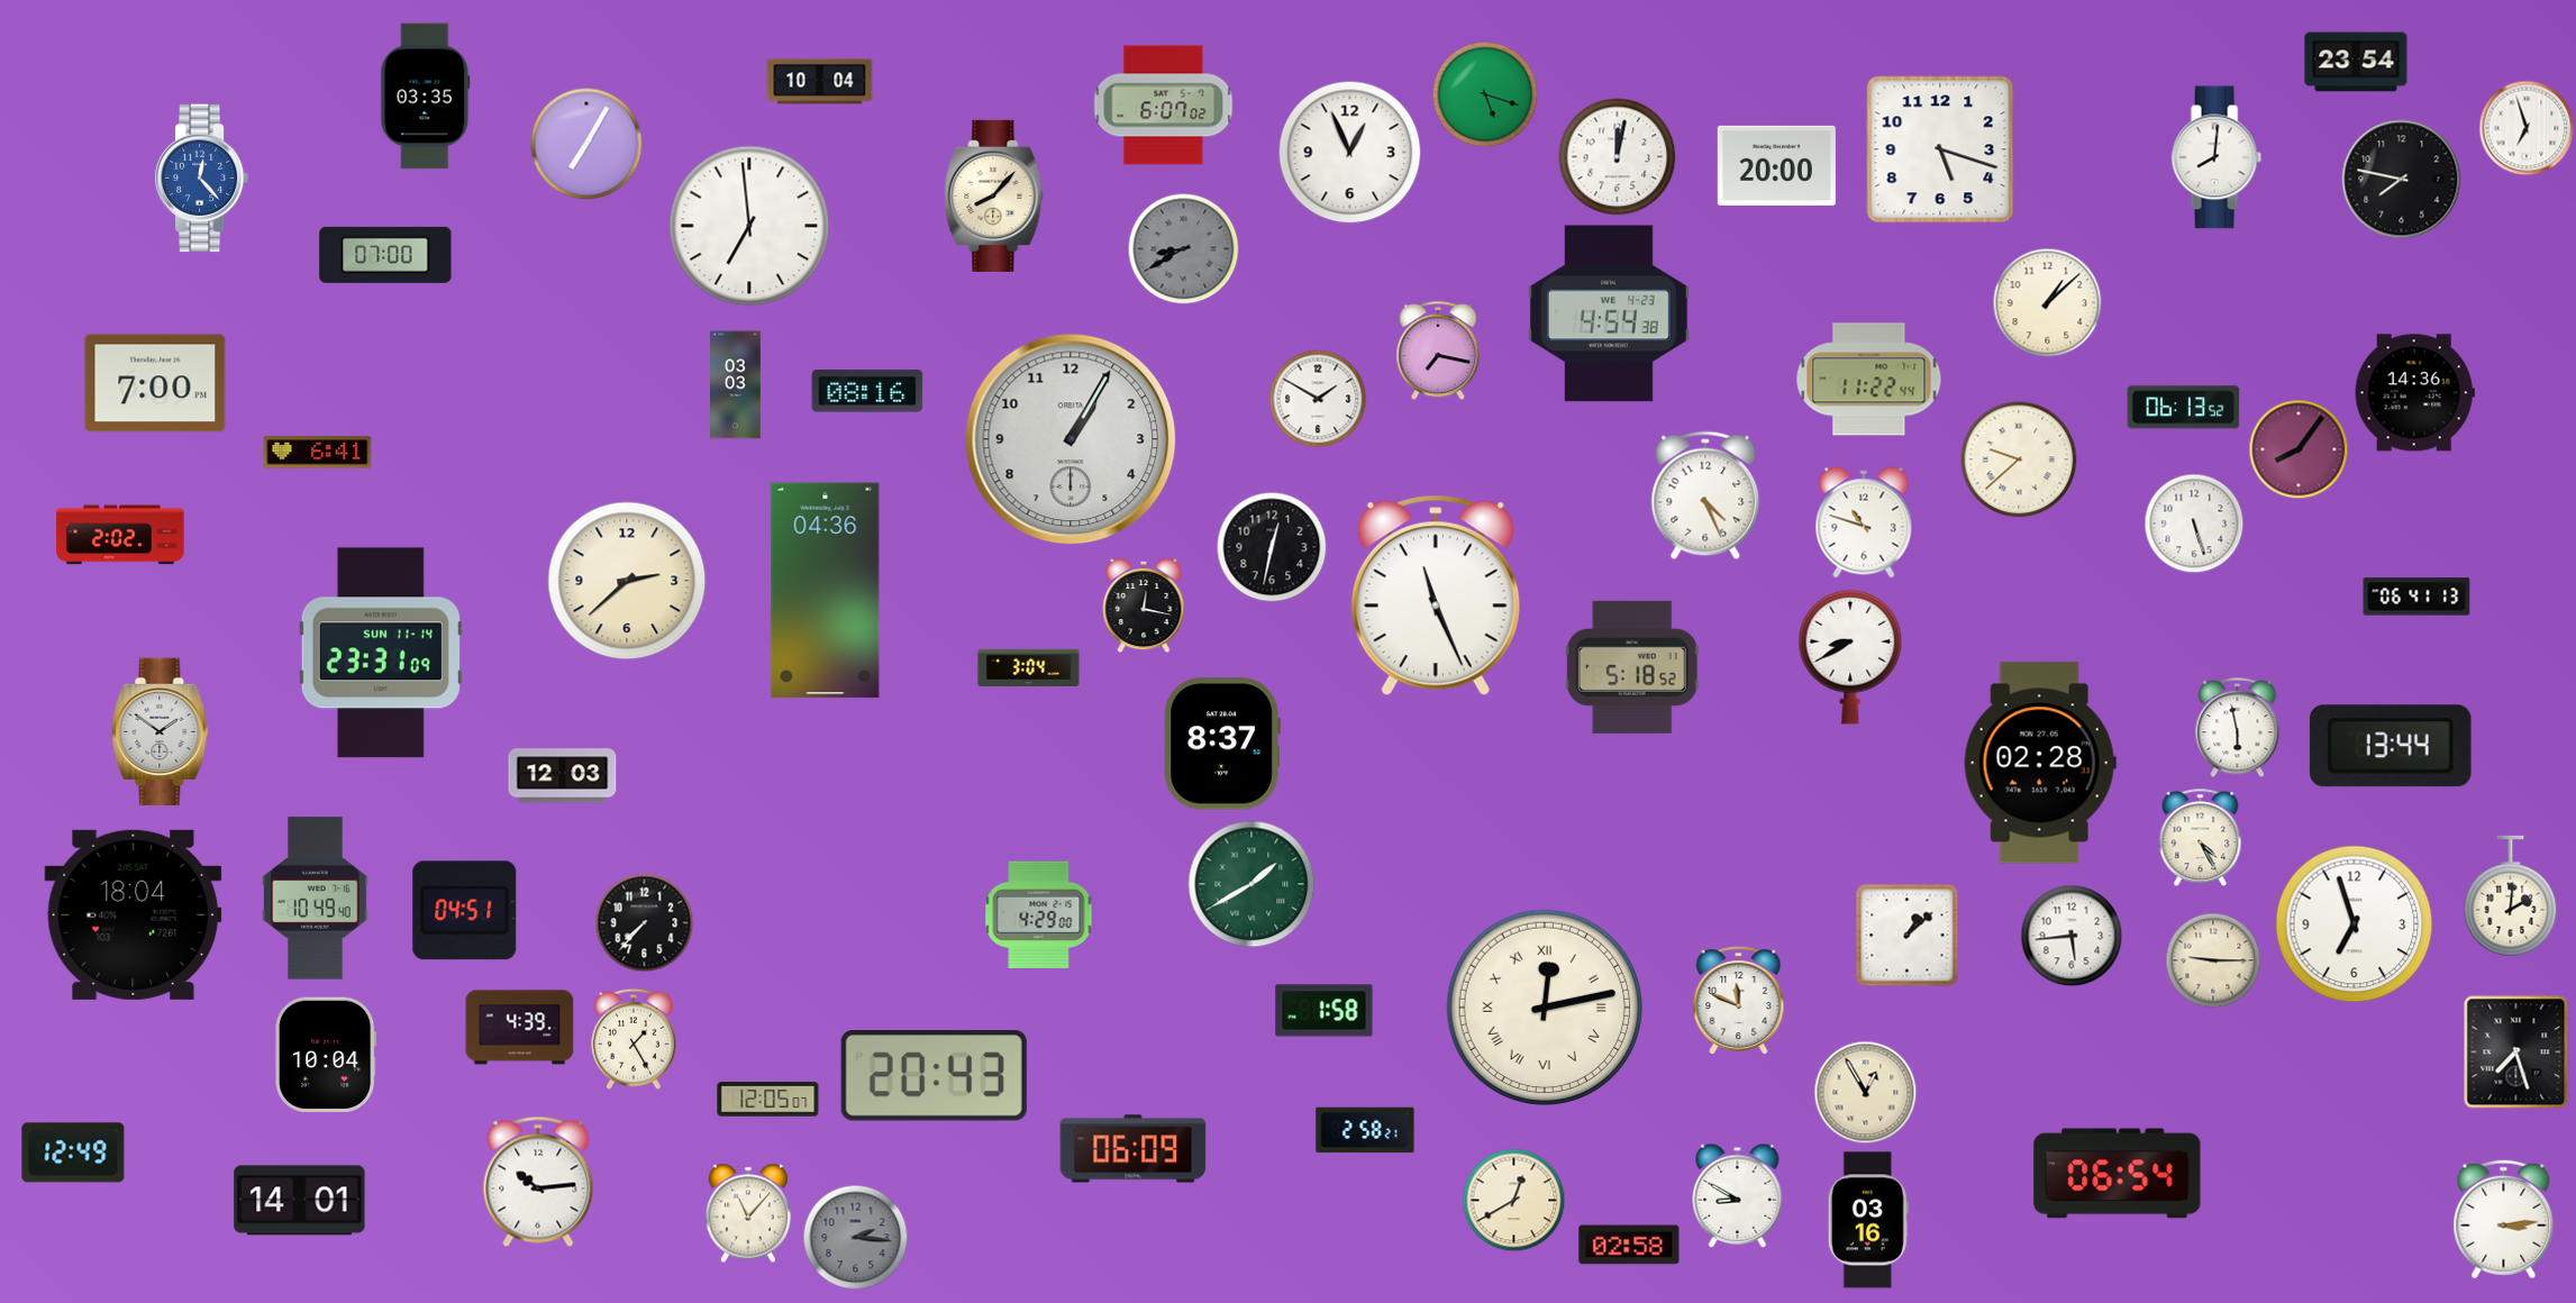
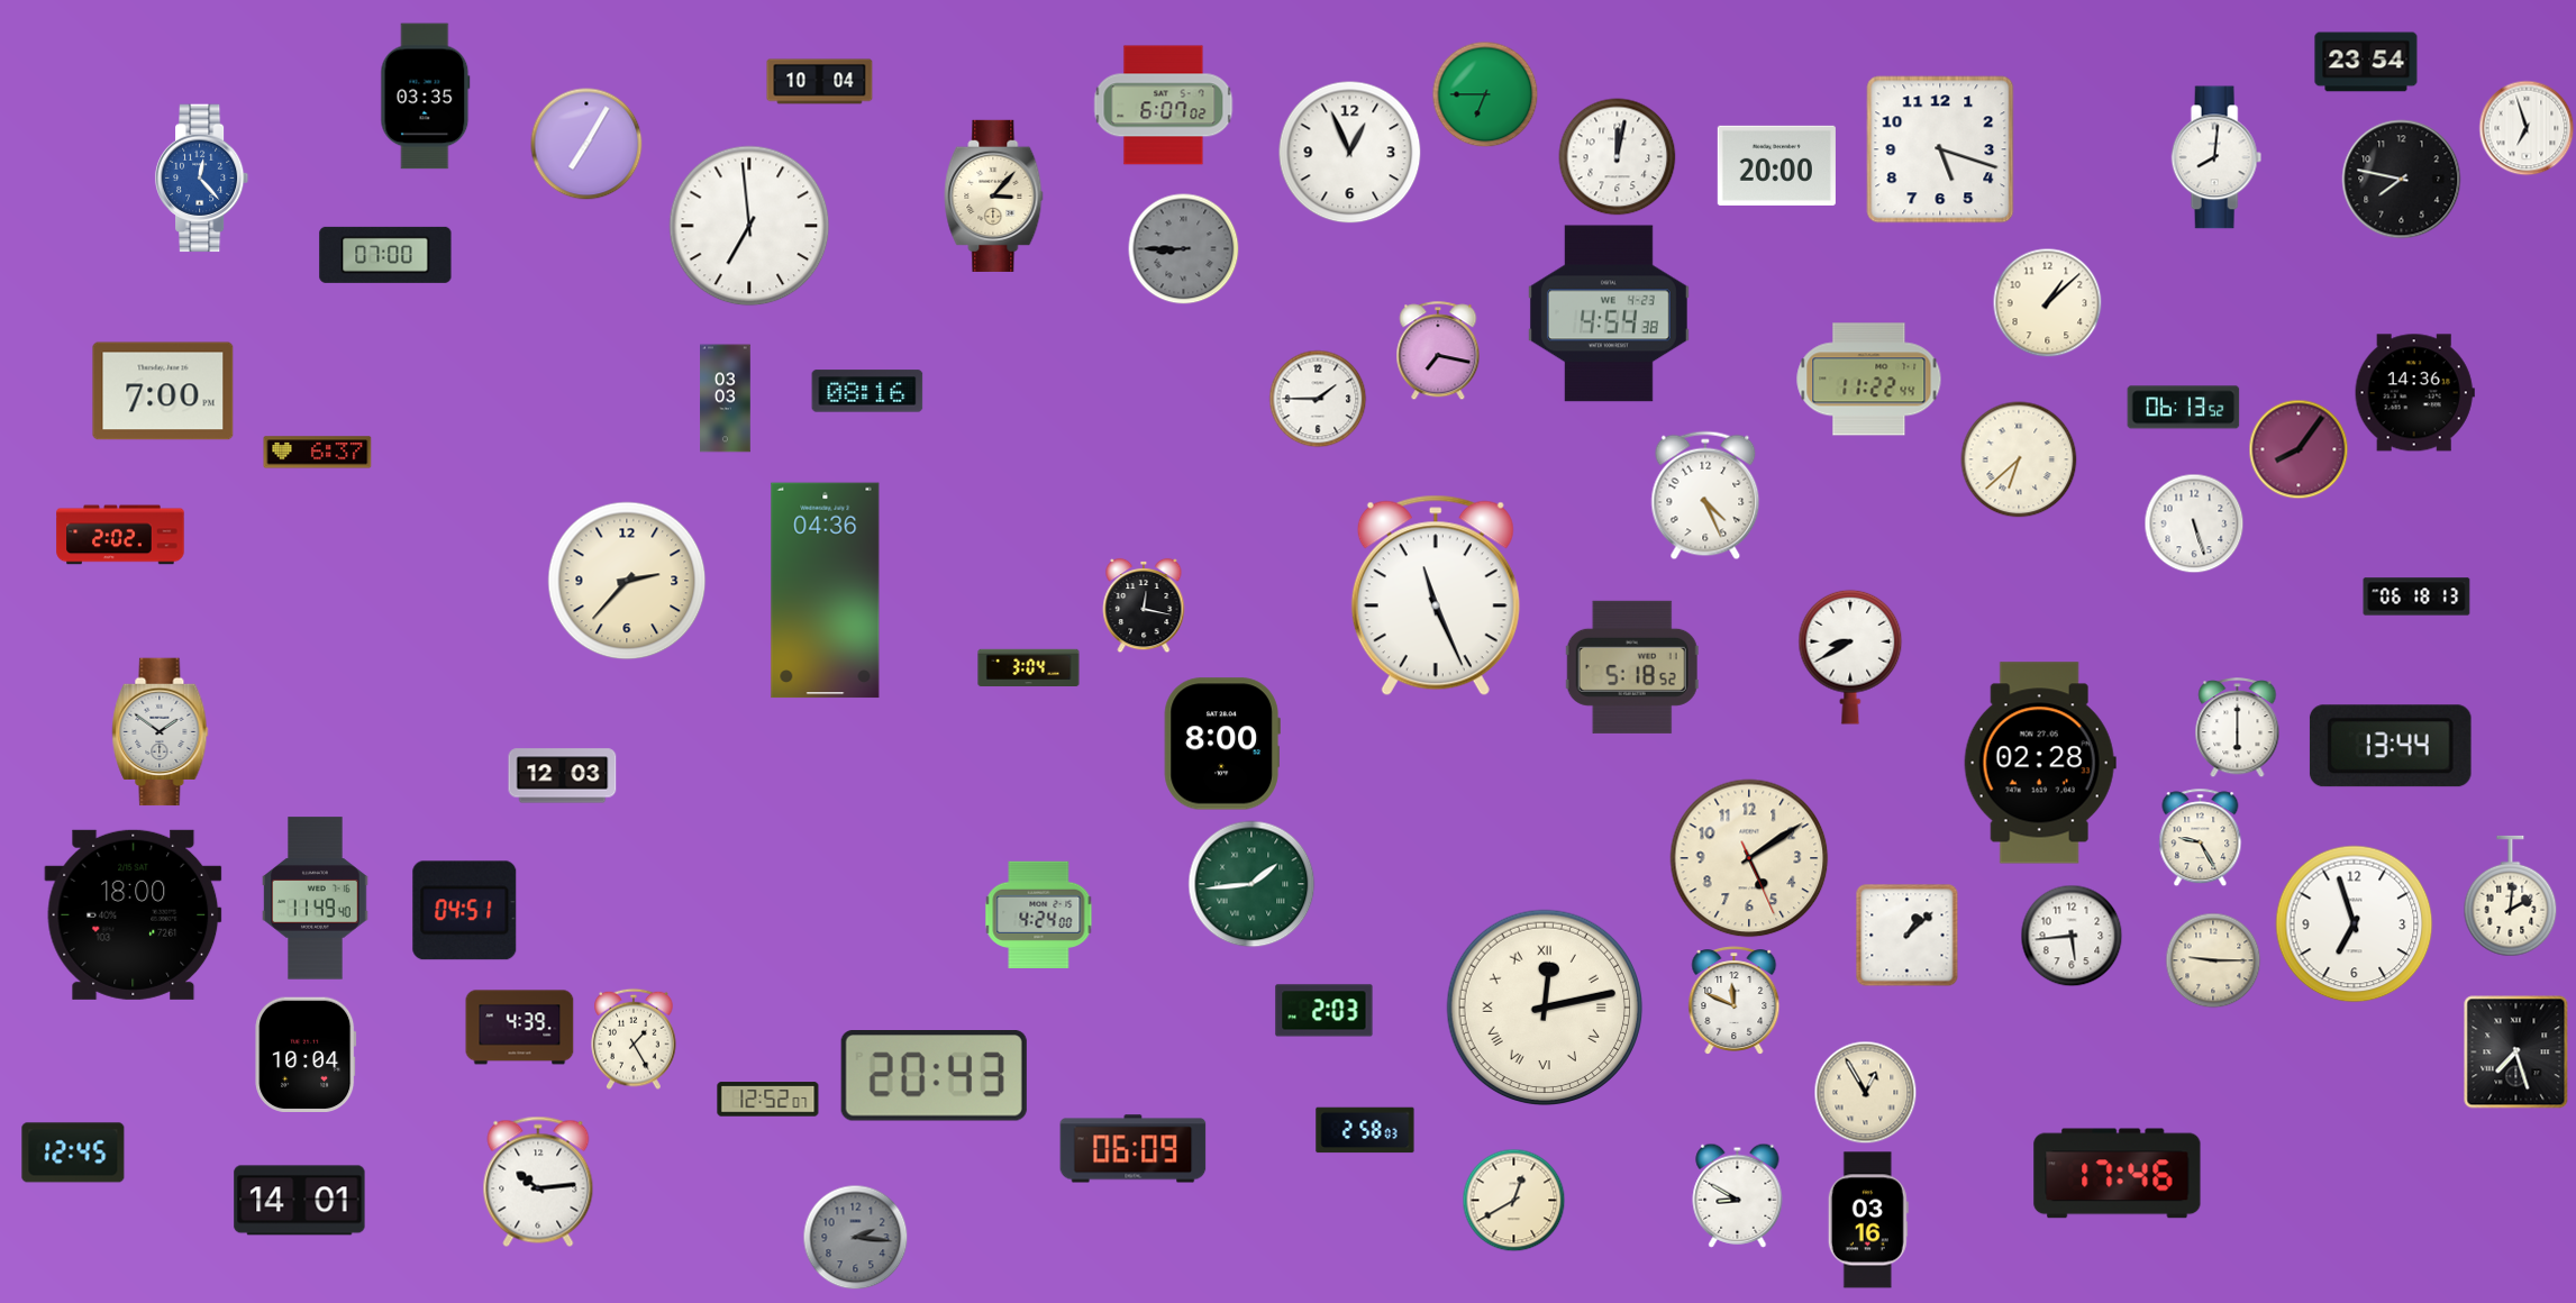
clock at (2356, 62) position: (2356, 62) -> (2366, 62)
clock at (1485, 94): 5:18 -> 6:45
clock at (994, 195): 8:07 -> 3:07
clock at (1184, 249): 8:40 -> 8:45
clock at (155, 383) position: (155, 383) -> (163, 391)
clock at (736, 385) position: (736, 385) -> (726, 399)
clock at (1318, 399): 1:50 -> 1:45
clock at (1071, 439): 1:05 -> none
clock at (318, 453): 6:41 -> 6:37
clock at (2019, 459): 9:38 -> 6:38
clock at (1864, 522): 10:48 -> none
clock at (1272, 547): 12:32 -> none
clock at (627, 581): 2:38 -> 2:37
clock at (2416, 596): 06:41 -> 06:18
clock at (381, 653): 23:31 -> none
clock at (2238, 728): 5:58 -> 6:00
clock at (1222, 744): 8:37 -> 8:00
clock at (2201, 838): 4:25 -> 9:25
clock at (1749, 858): none -> 5:09
clock at (1251, 884): 1:40 -> 1:44
clock at (316, 899): 10:49 -> 11:49
clock at (134, 914): 18:04 -> 18:00
clock at (1039, 914): 4:29 -> 4:24
clock at (645, 923): 7:37 -> none
clock at (1739, 1001) position: (1739, 1001) -> (1735, 1001)
clock at (1325, 1011): 1:58 -> 2:03
clock at (326, 1054) position: (326, 1054) -> (306, 1054)
clock at (768, 1100): 12:05 -> 12:52
clock at (1365, 1130): 2:58:21 -> 2:58:03
clock at (73, 1152): 12:49 -> 12:45
clock at (2118, 1174): 06:54 -> 17:46
clock at (747, 1213): 11:07 -> none
clock at (2504, 1220): 3:14 -> none
clock at (1629, 1245): 02:58 -> none
